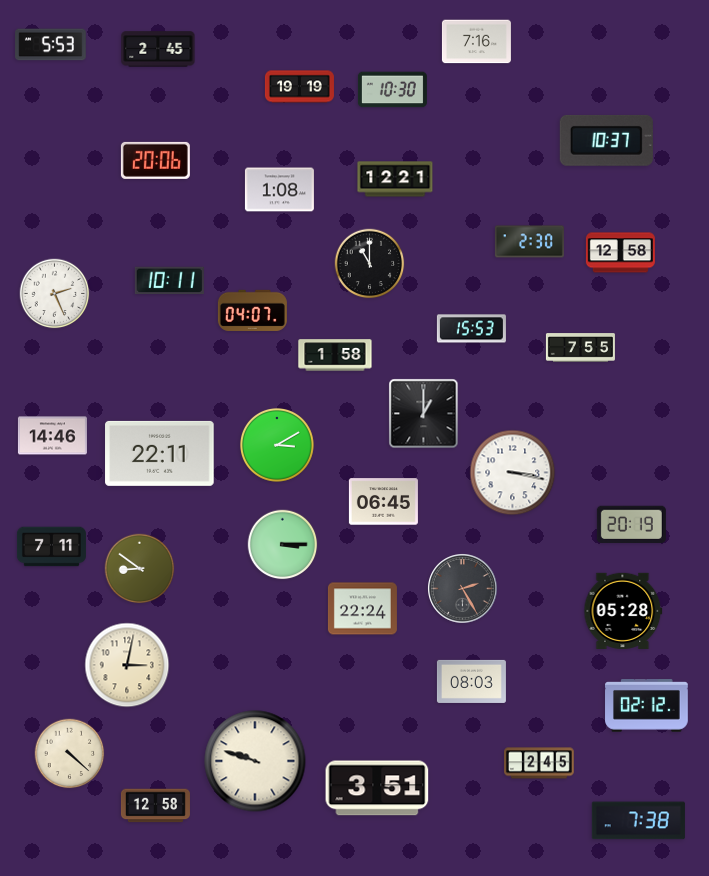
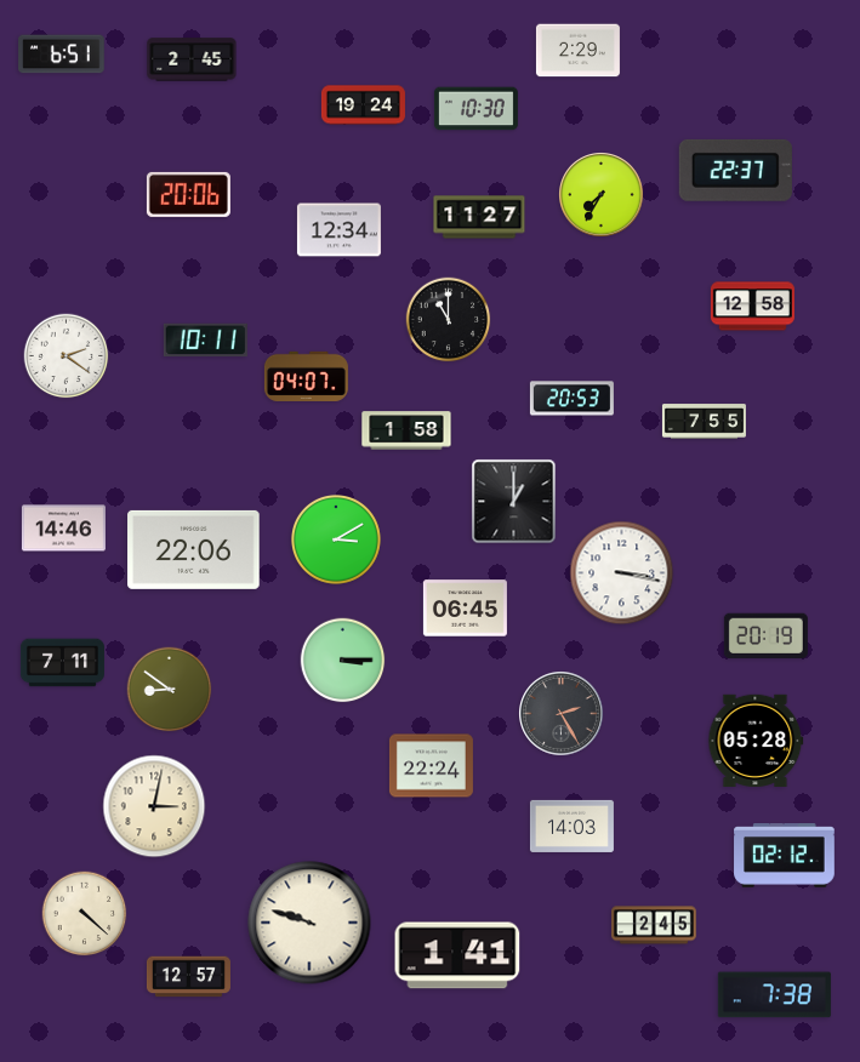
clock at (476, 42): 7:16 -> 2:29
clock at (51, 45): 5:53 -> 6:51
clock at (299, 87): 19:19 -> 19:24
clock at (606, 140): 10:37 -> 22:37
clock at (602, 195): none -> 7:35
clock at (395, 179): 12:21 -> 11:27
clock at (279, 190): 1:08 -> 12:34
clock at (529, 242): 2:30 -> none
clock at (55, 294): 2:26 -> 2:21
clock at (471, 329): 15:53 -> 20:53
clock at (160, 453): 22:11 -> 22:06
clock at (362, 609) position: (362, 609) -> (431, 766)
clock at (471, 681): 08:03 -> 14:03
clock at (377, 788): 3:51 -> 1:41
clock at (155, 806): 12:58 -> 12:57
